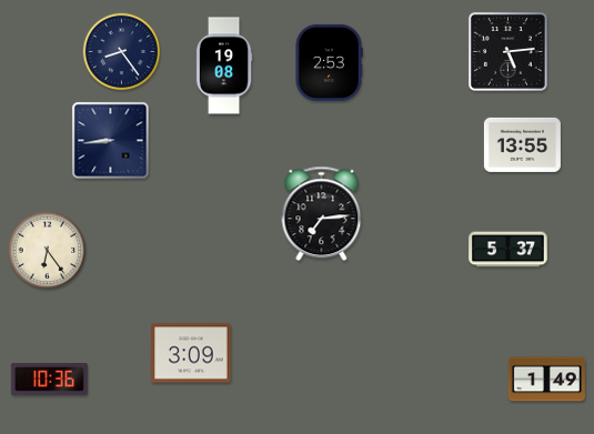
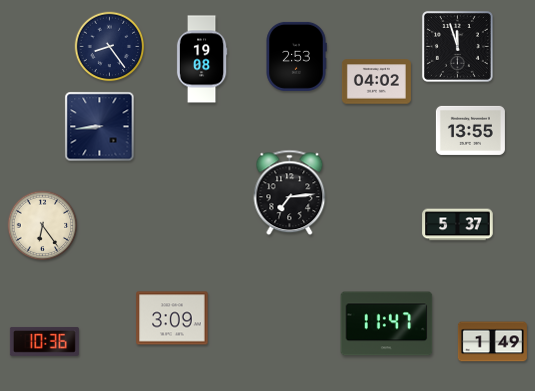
clock at (507, 51): 5:14 -> 11:57
clock at (376, 82): none -> 04:02
clock at (387, 324): none -> 11:47
